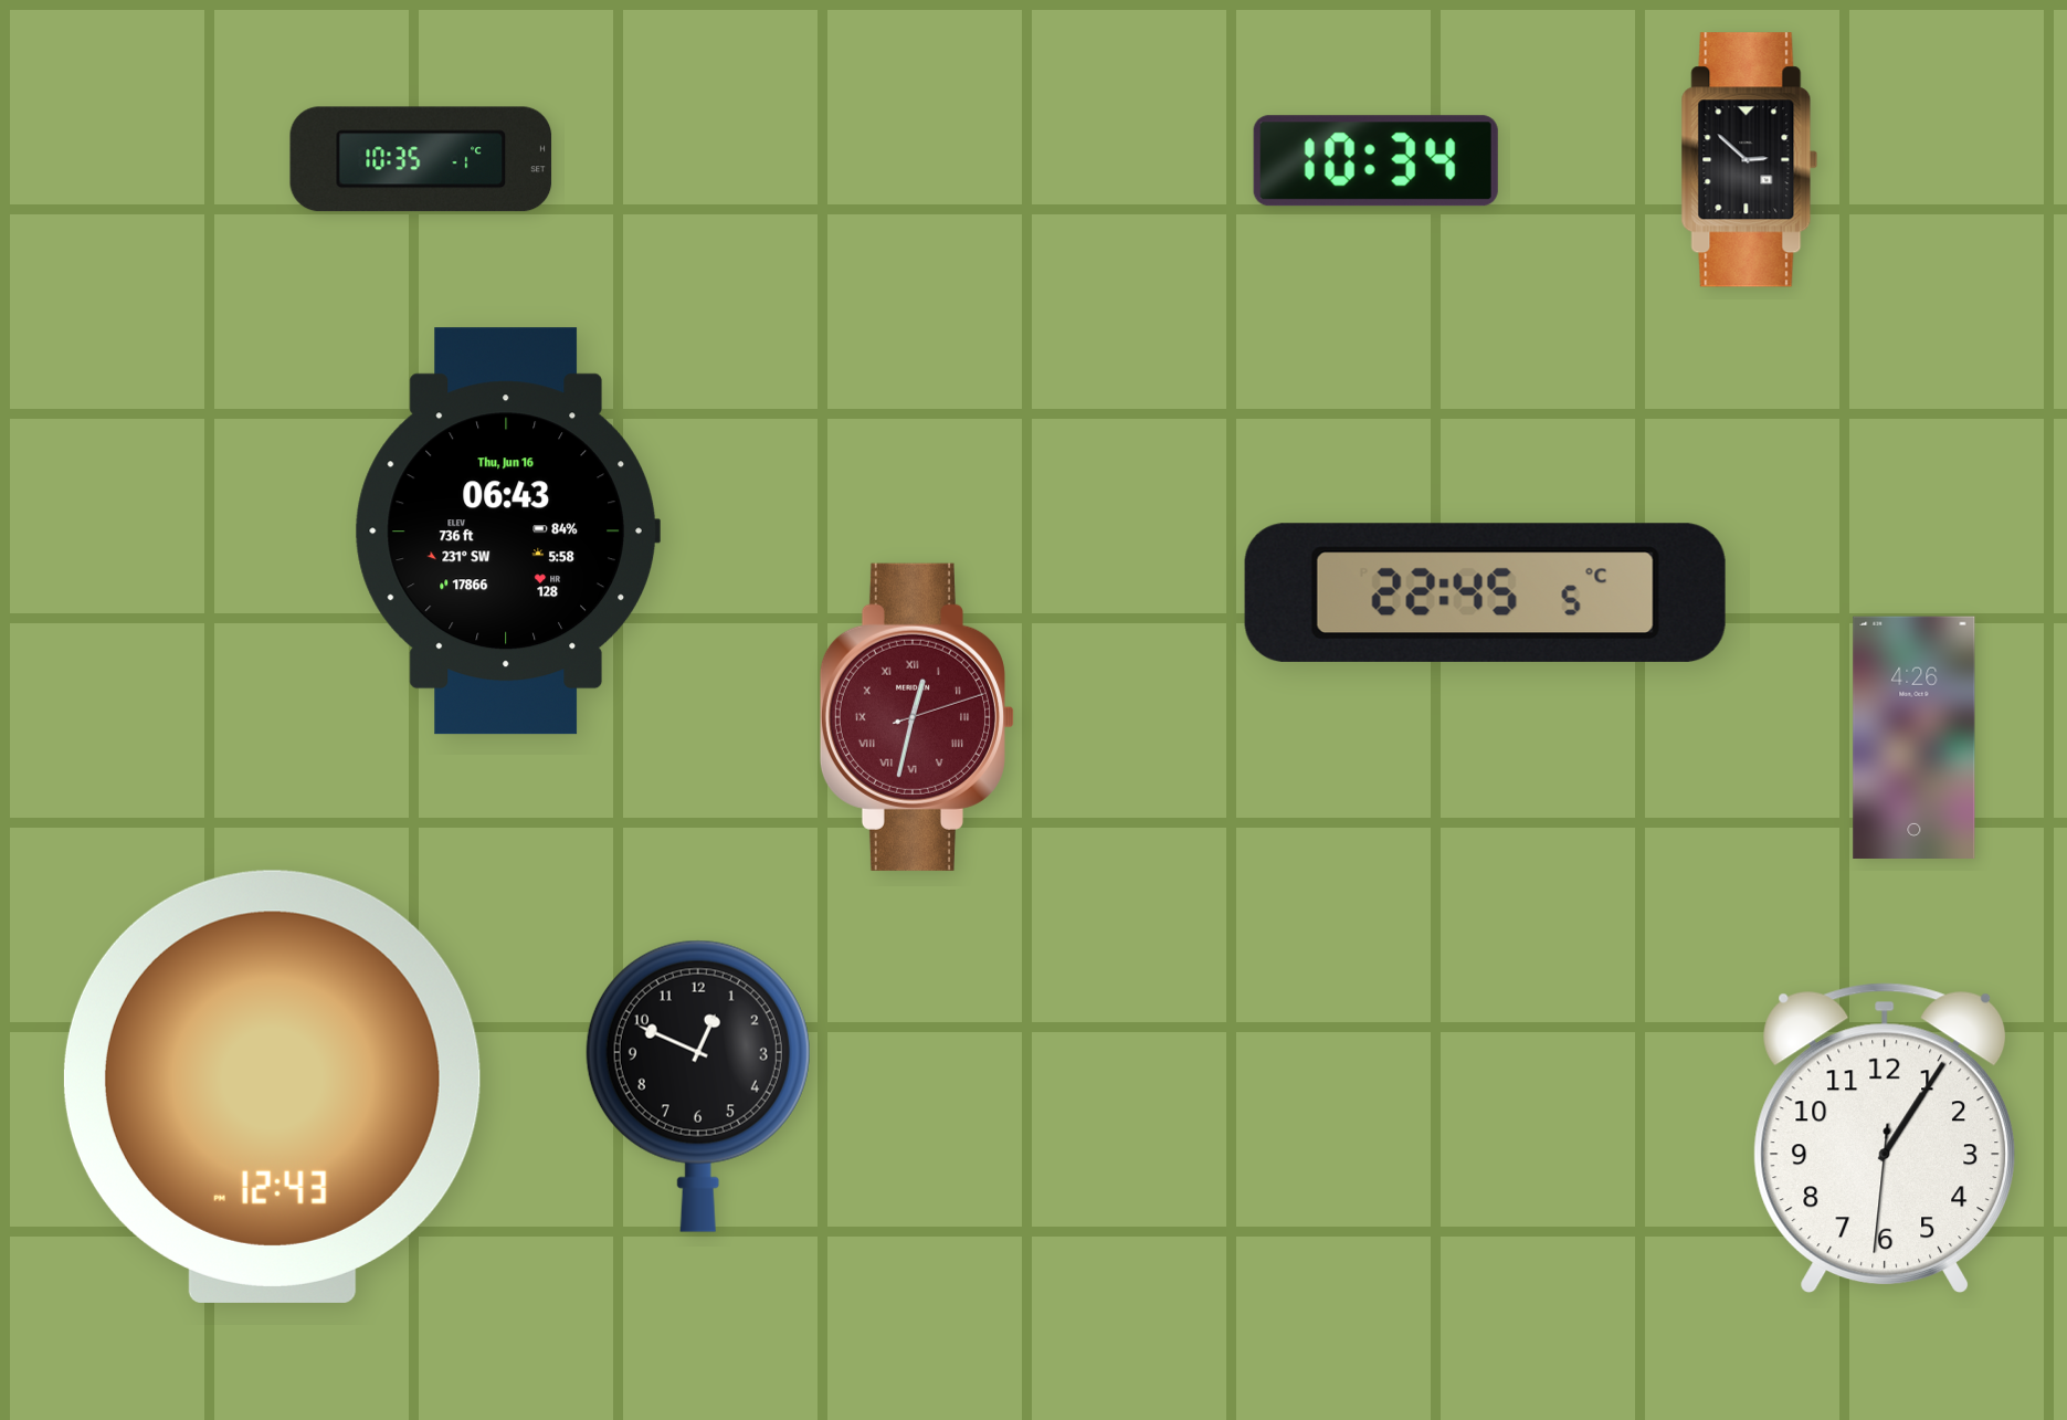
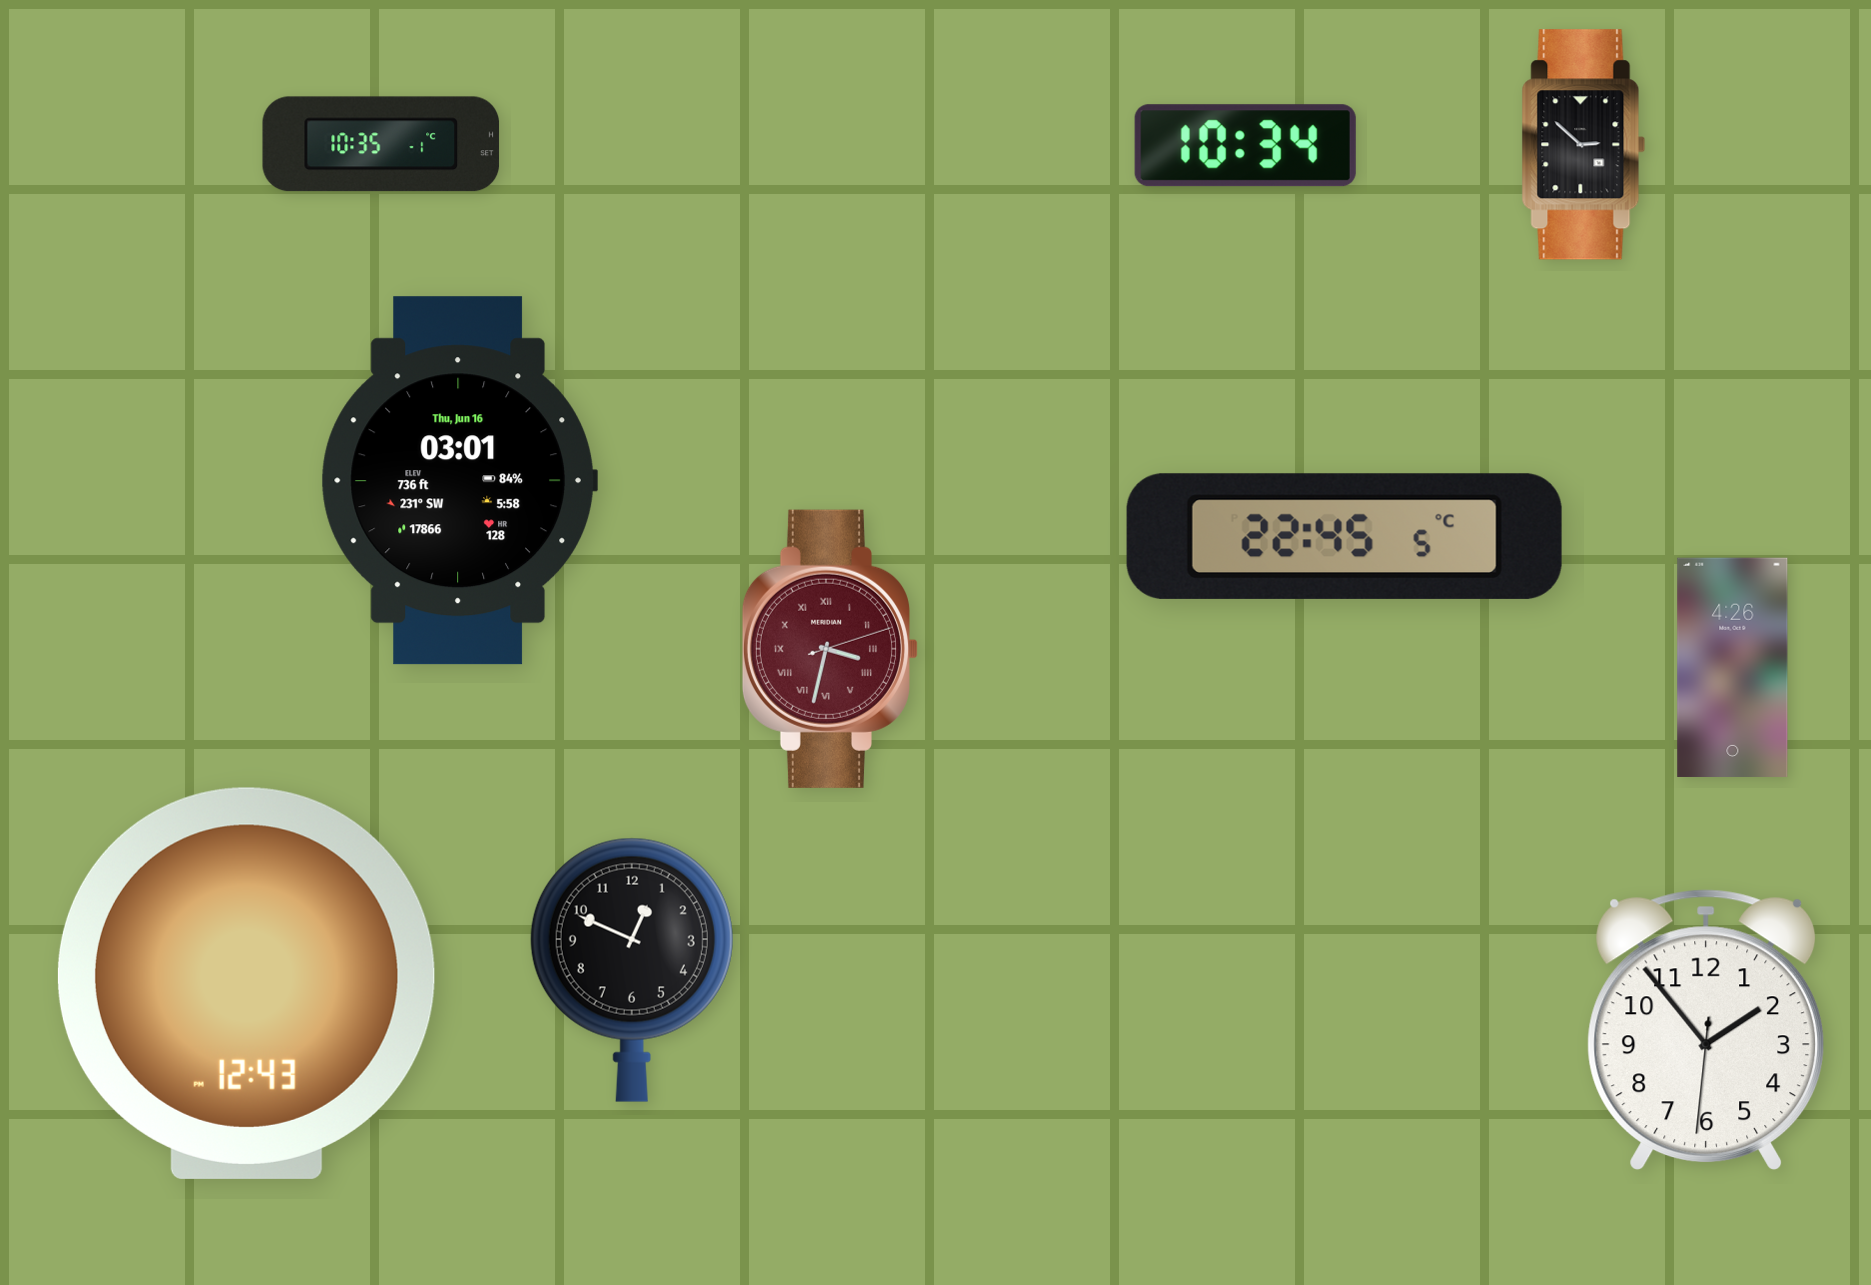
clock at (507, 532): 06:43 -> 03:01
clock at (916, 717): 12:32 -> 3:32
clock at (698, 1086) position: (698, 1086) -> (632, 970)
clock at (1885, 1138): 1:05 -> 1:53
